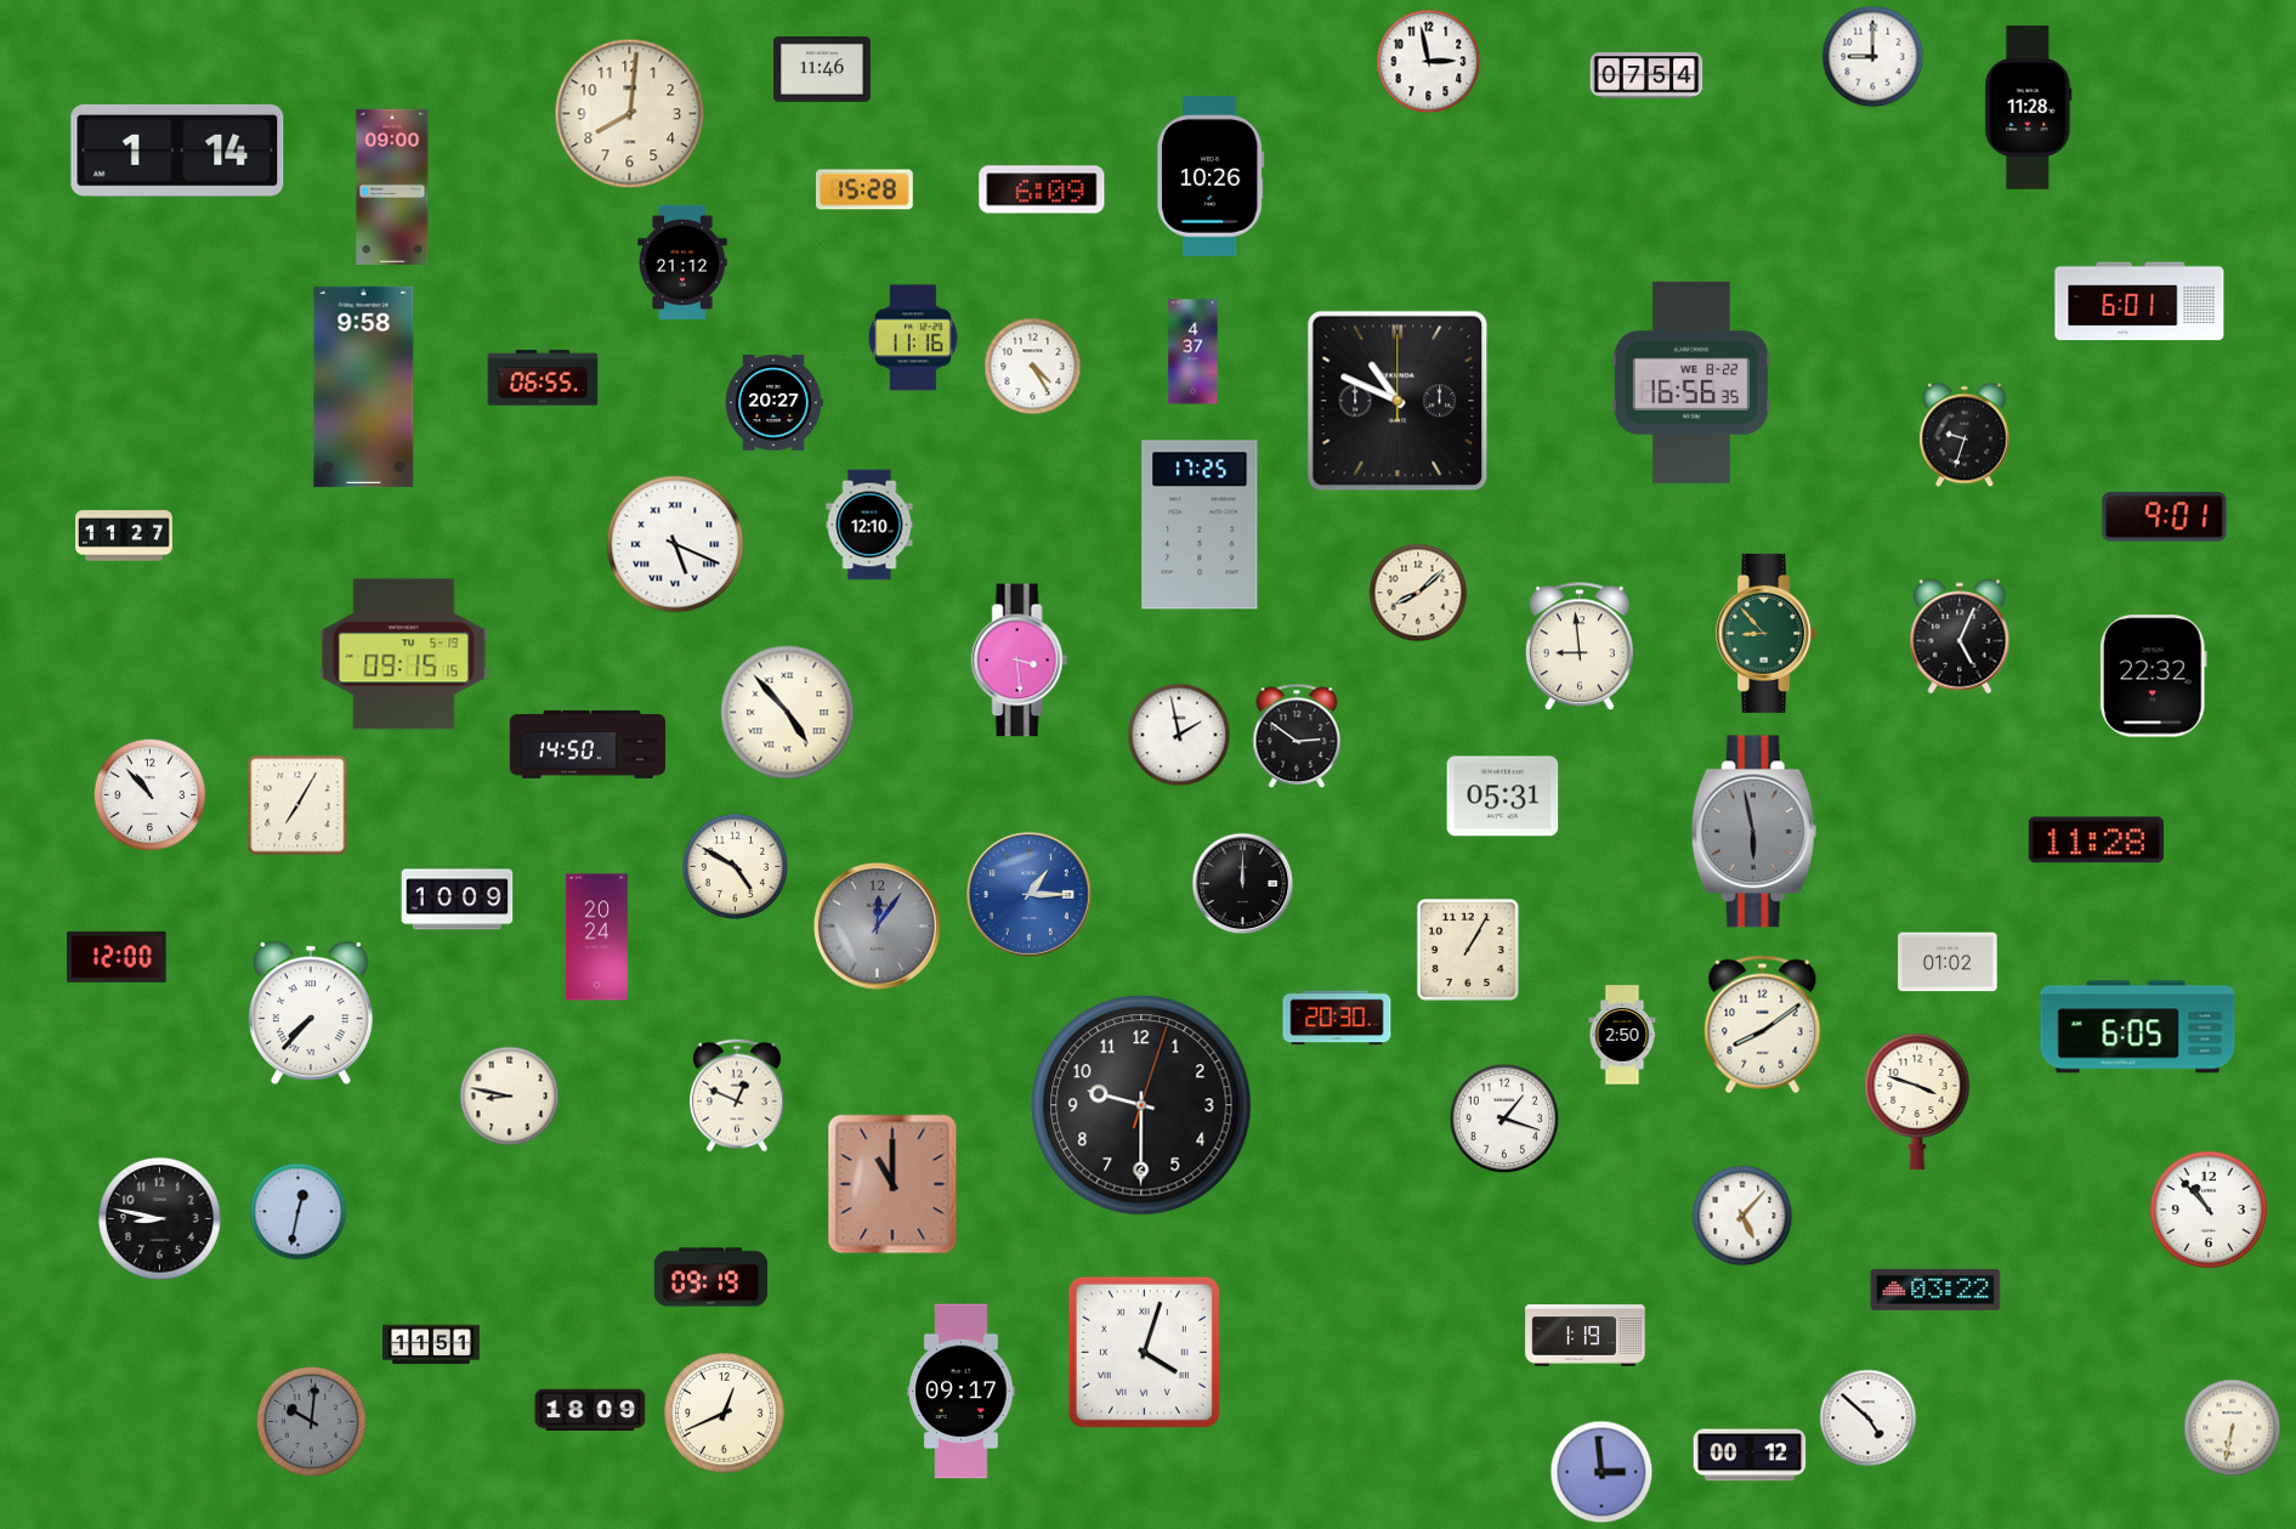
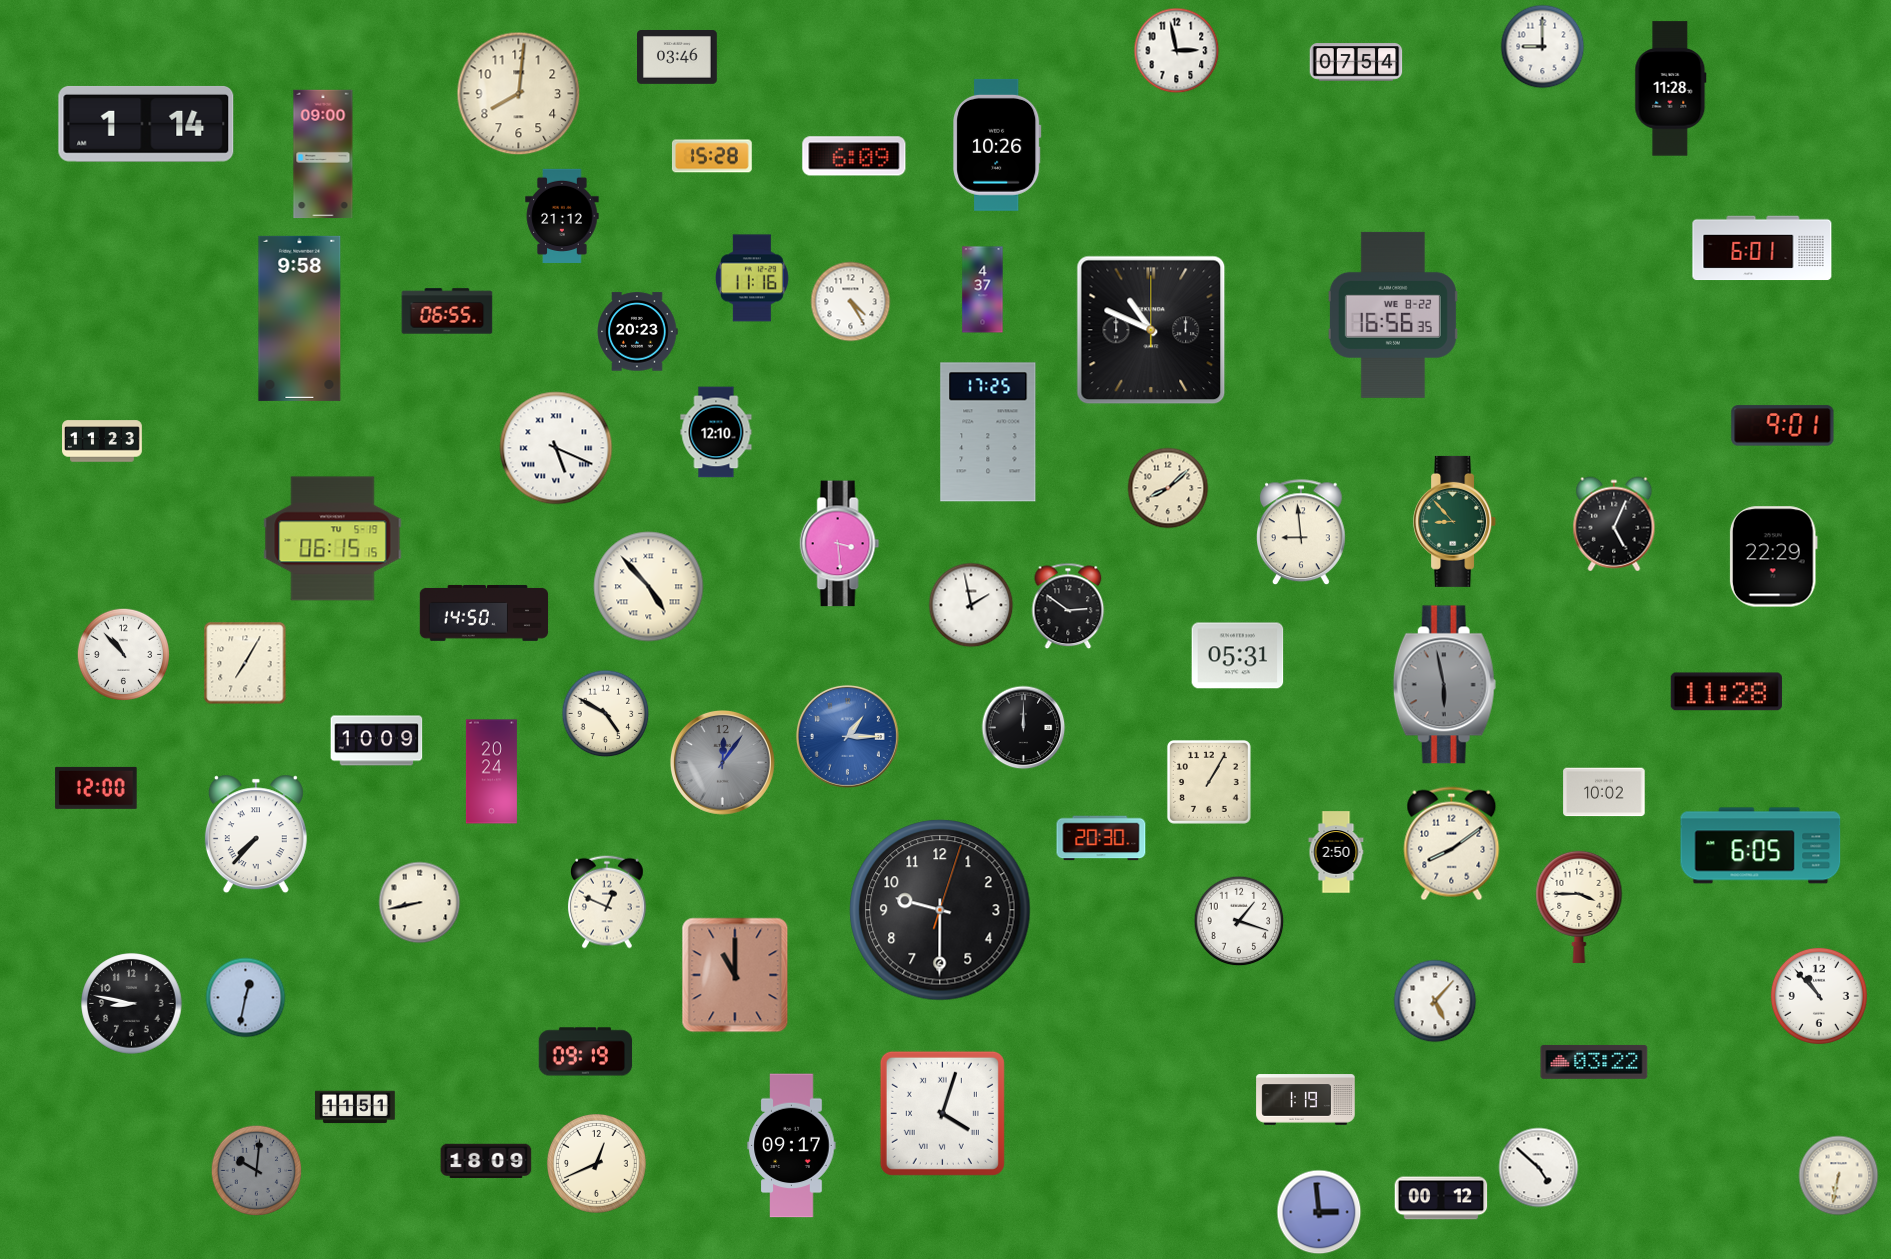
clock at (823, 70): 11:46 -> 03:46
clock at (1042, 189) position: (1042, 189) -> (854, 156)
clock at (773, 403): 20:27 -> 20:23
clock at (1965, 435): 9:33 -> none
clock at (124, 536): 11:27 -> 11:23
clock at (404, 655): 09:15 -> 06:15
clock at (2153, 676): 22:32 -> 22:29
clock at (1948, 962): 01:02 -> 10:02
clock at (510, 1097): 8:47 -> 8:43
clock at (1917, 1100): 3:48 -> 3:45
